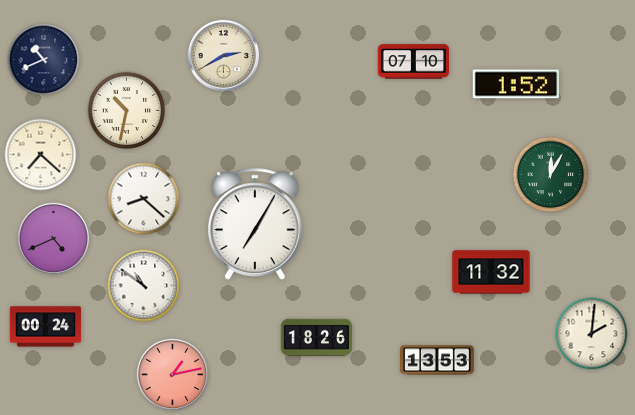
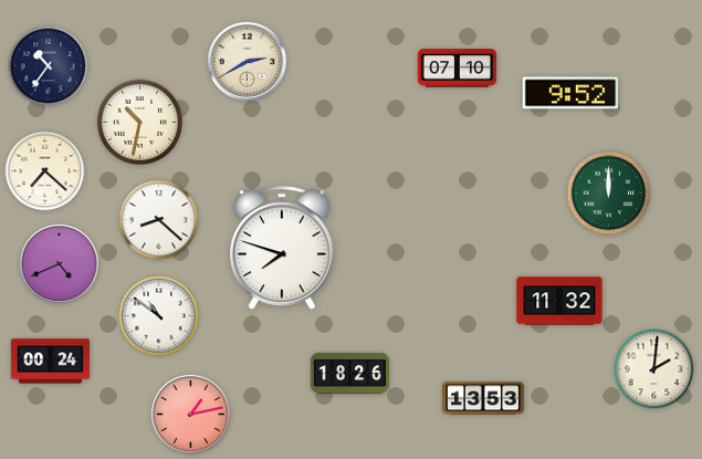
clock at (44, 60): 10:41 -> 10:36
clock at (516, 84): 1:52 -> 9:52
clock at (551, 175): 12:05 -> 12:00
clock at (256, 224): 7:05 -> 7:48
clock at (491, 272) position: (491, 272) -> (559, 301)
